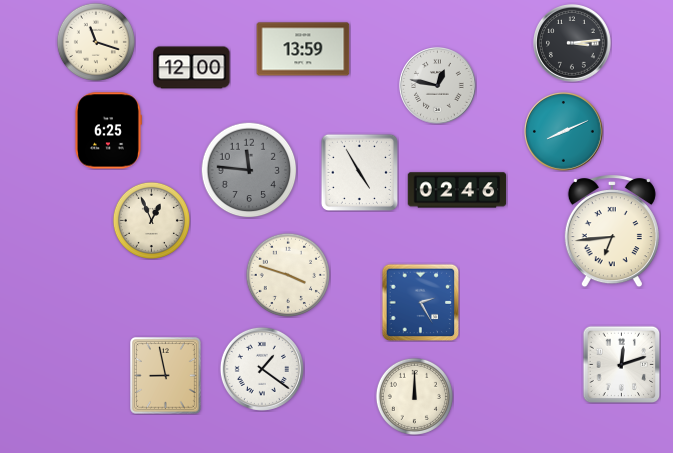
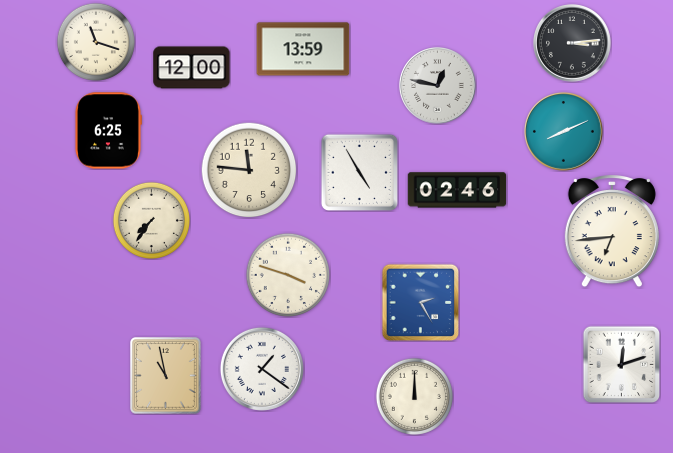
clock at (249, 170) dial: grey -> cream
clock at (151, 220): 12:56 -> 7:36
clock at (166, 376): 8:58 -> 10:58
